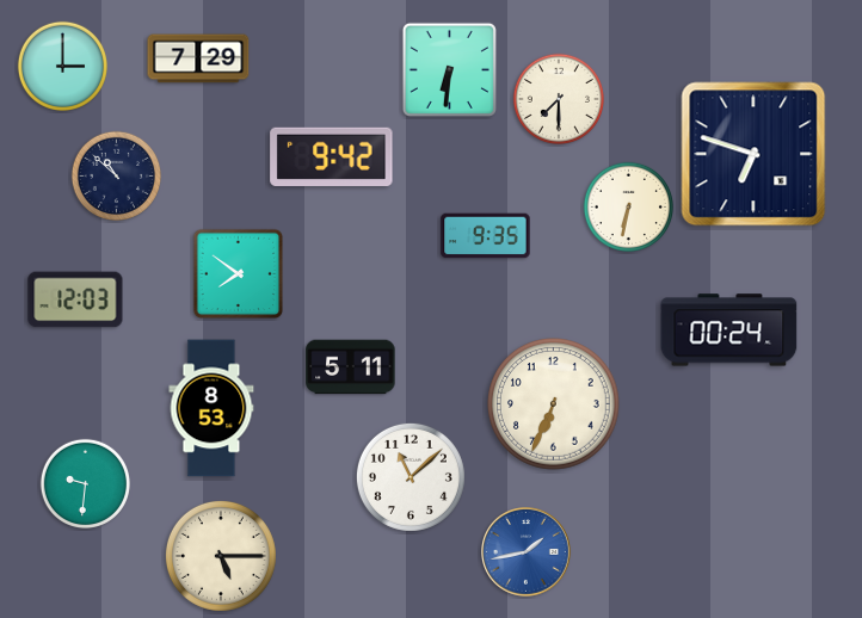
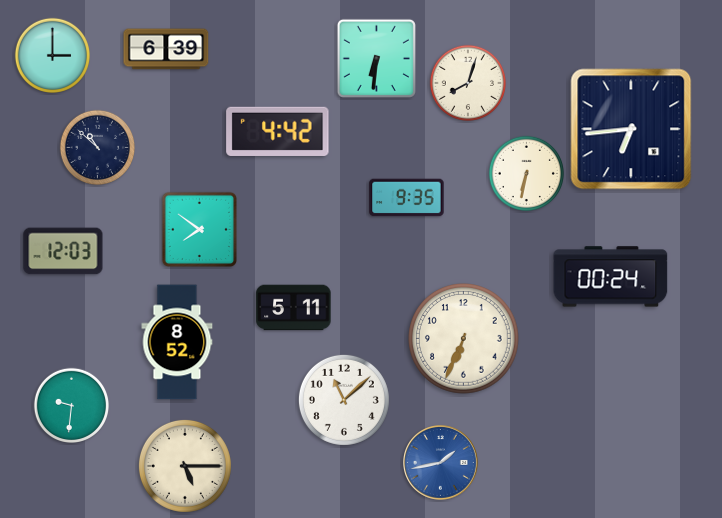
clock at (198, 58): 7:29 -> 6:39
clock at (558, 98): 7:30 -> 8:03
clock at (753, 154): 6:48 -> 6:44
clock at (332, 156): 9:42 -> 4:42
clock at (211, 408): 8:53 -> 8:52
